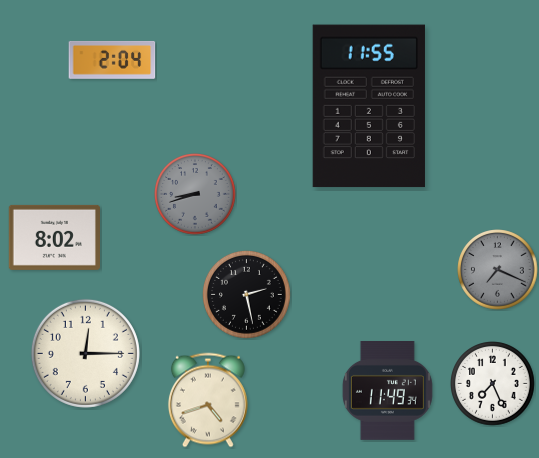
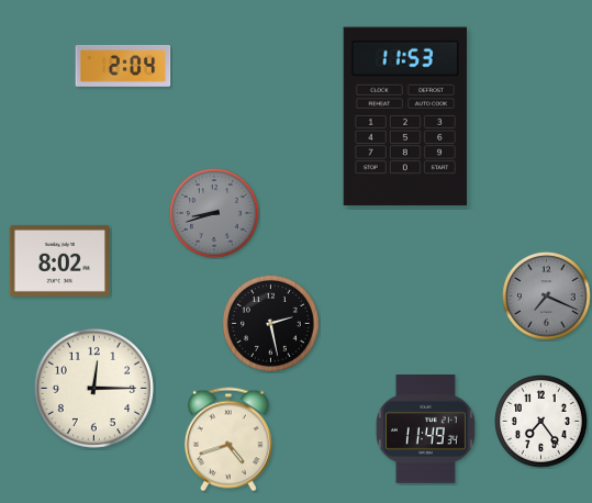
clock at (369, 106): 11:55 -> 11:53
clock at (493, 384): 7:26 -> 7:24
